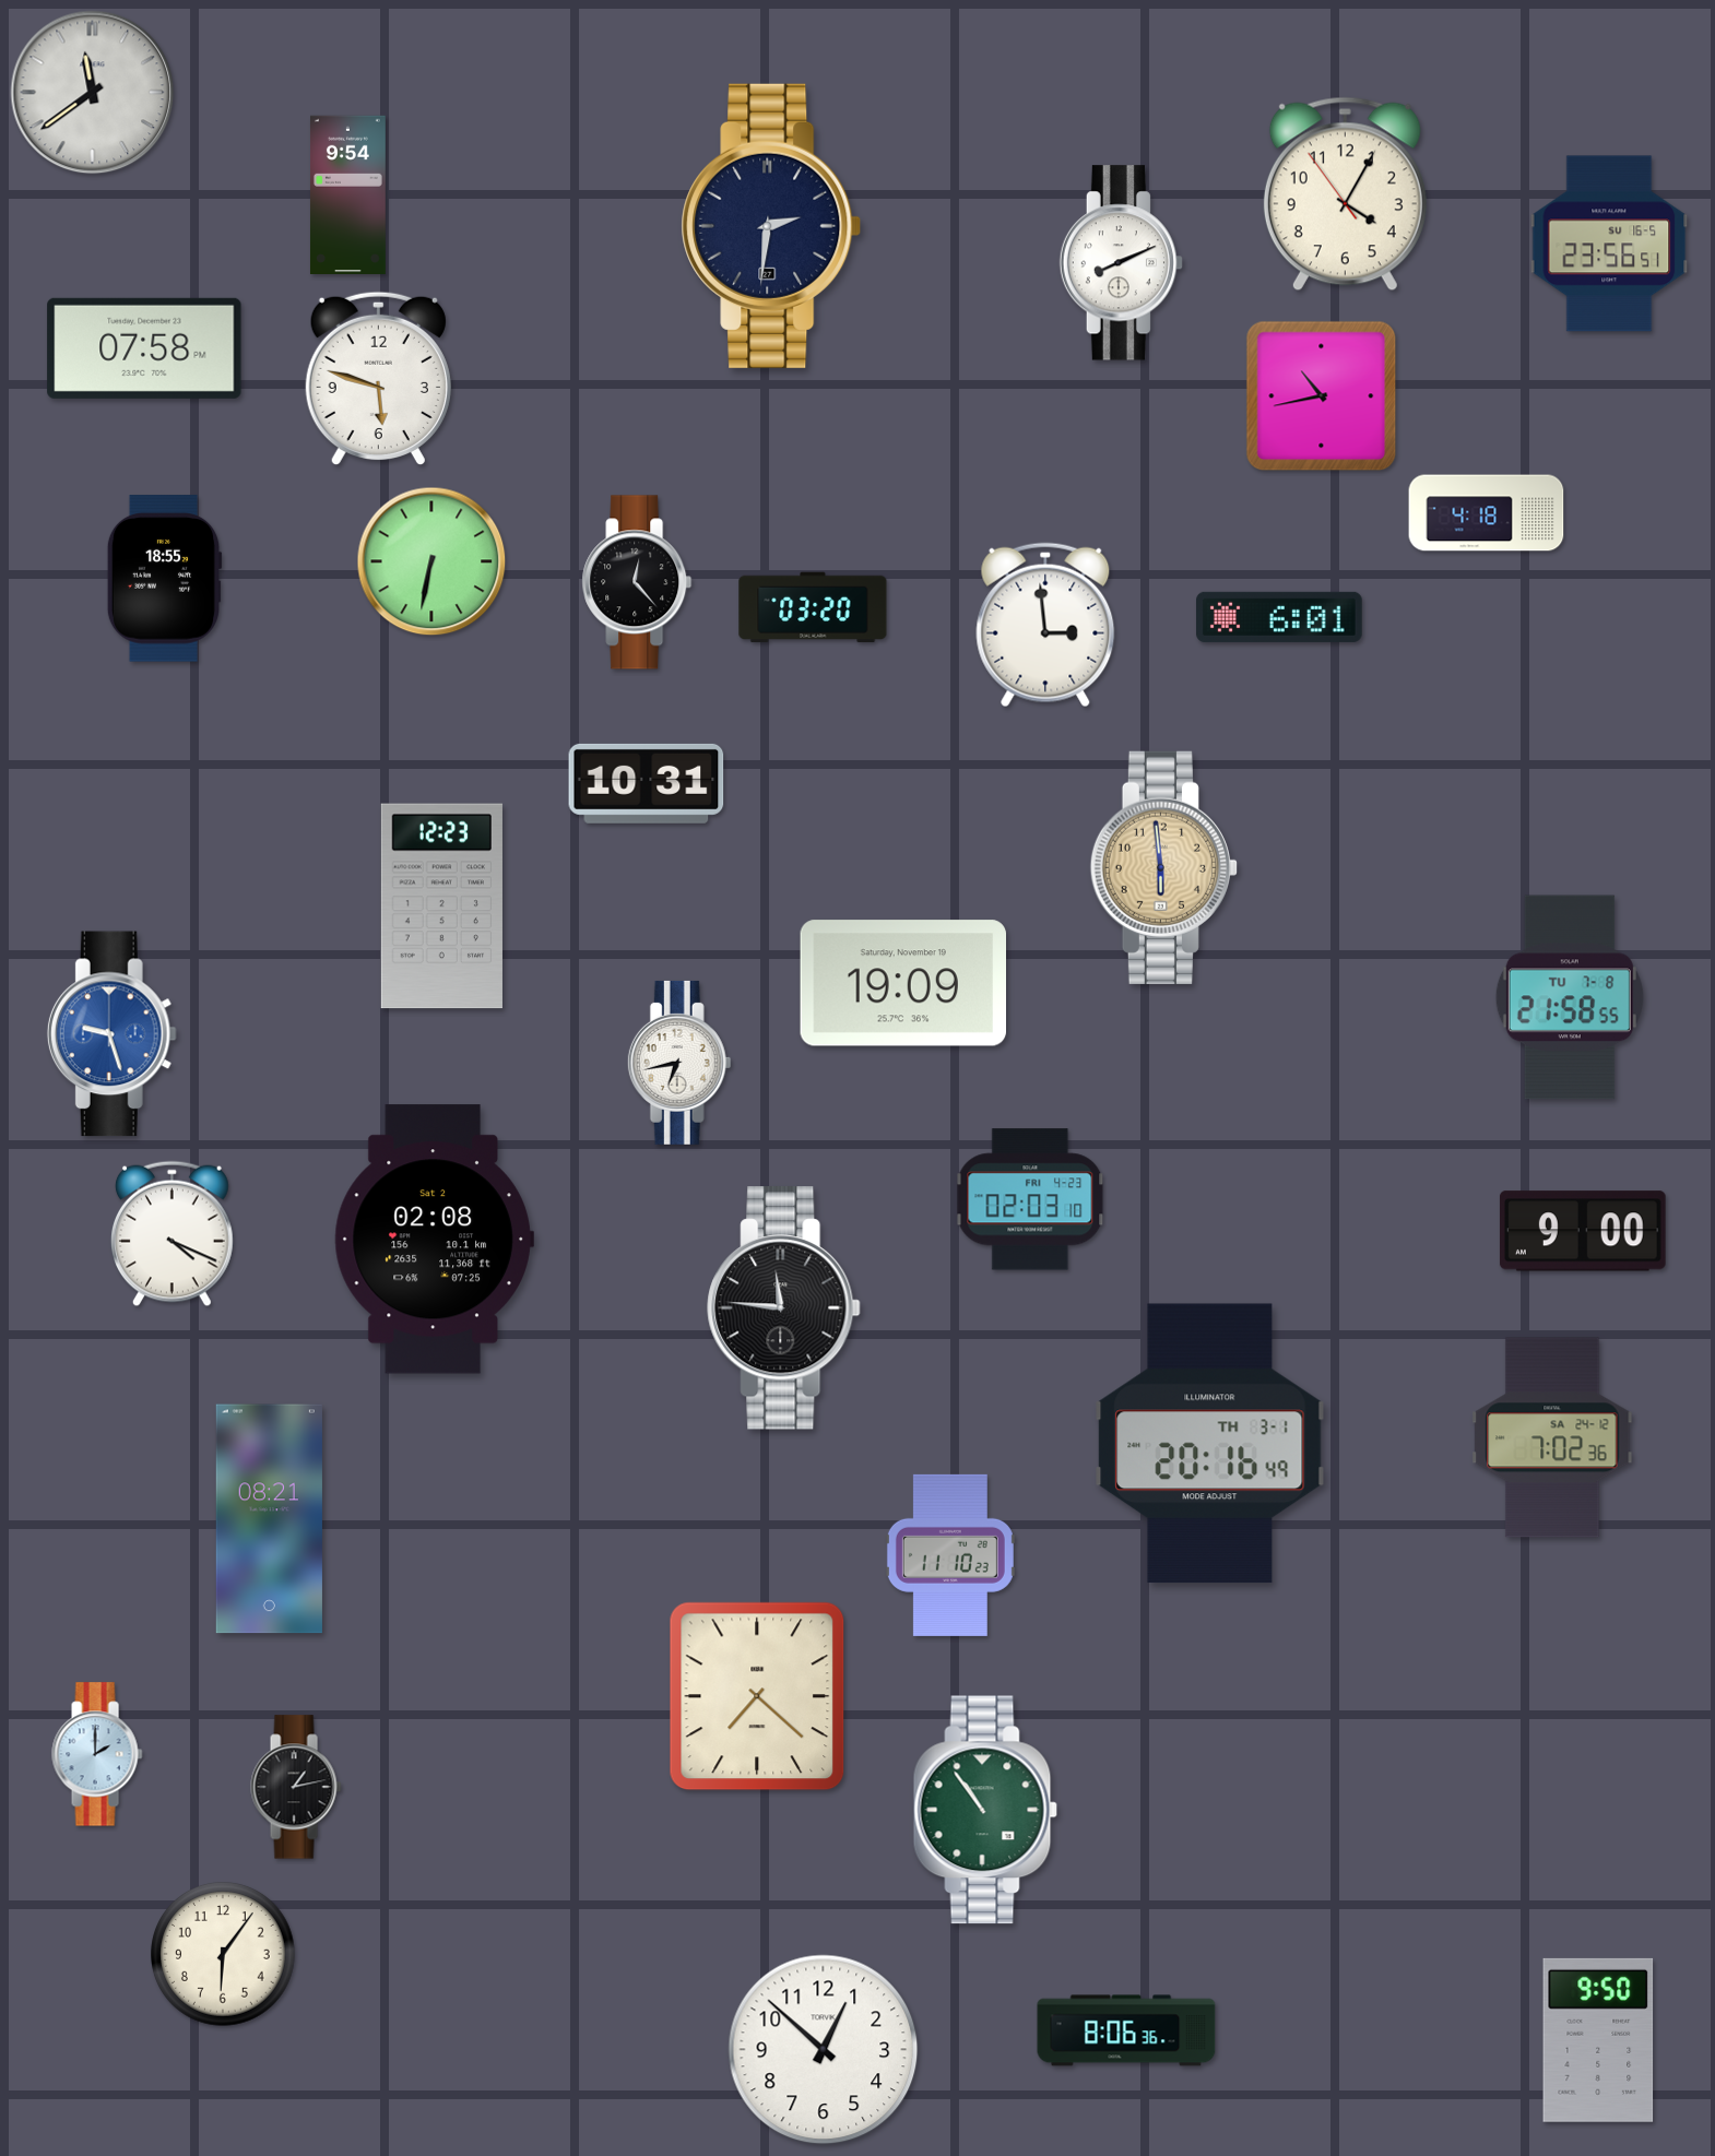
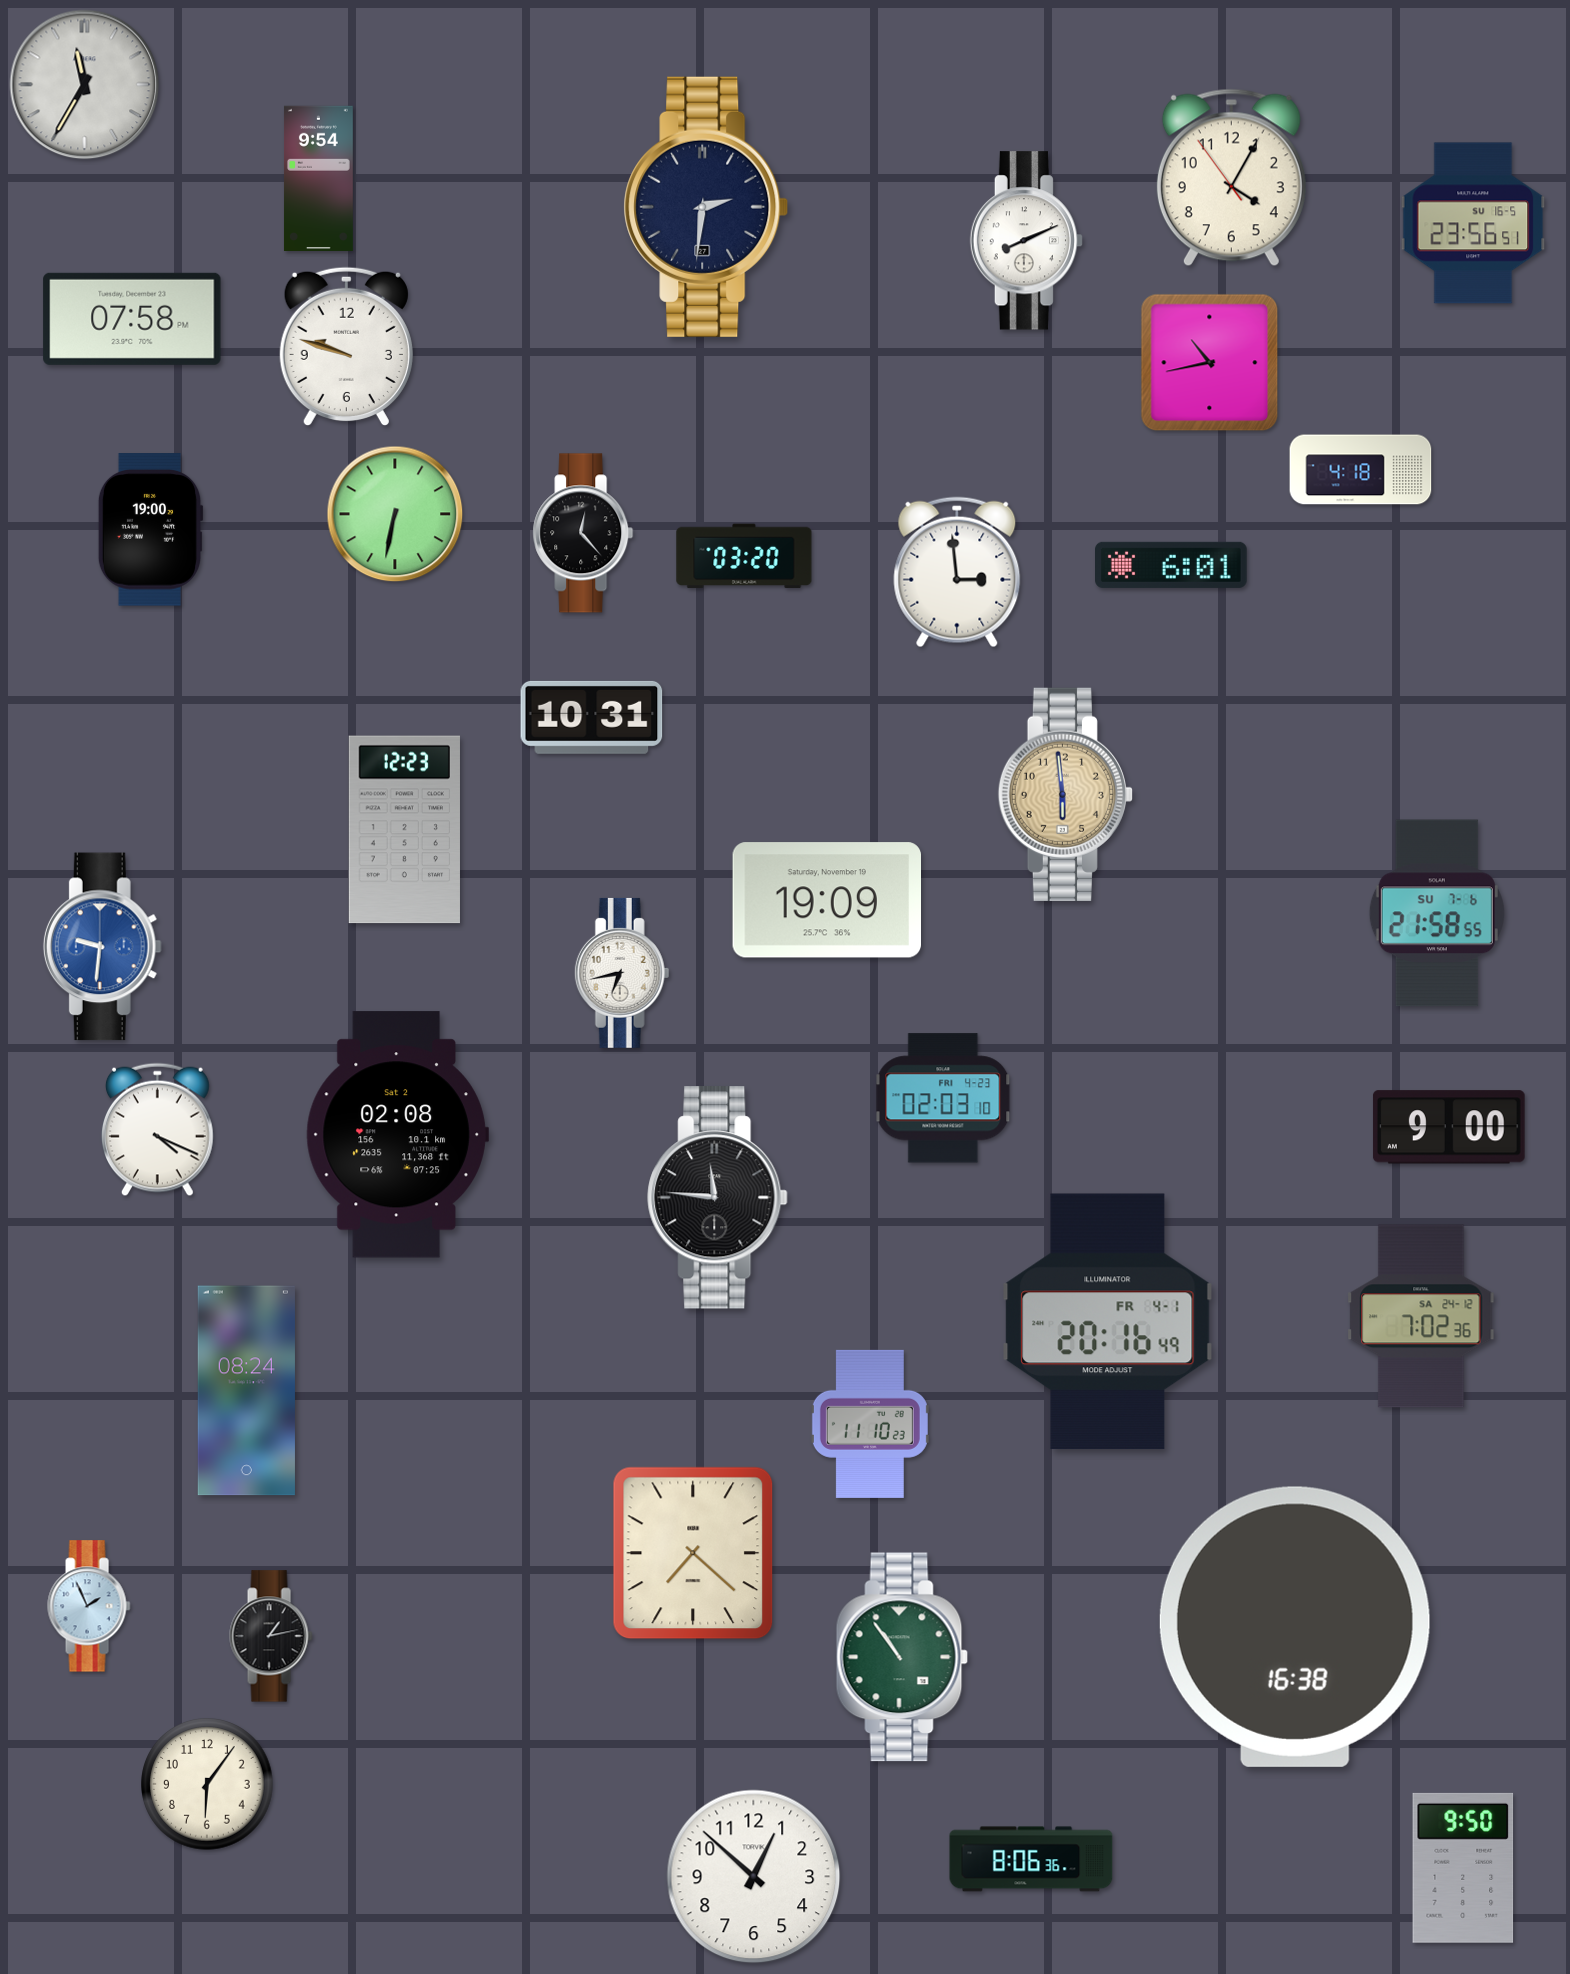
clock at (93, 93): 11:39 -> 11:35
clock at (378, 379): 5:48 -> 9:48
clock at (164, 579): 18:55 -> 19:00
clock at (1570, 997) date: TU 7-8 -> SU 7-6
clock at (111, 1034): 9:27 -> 9:31
clock at (1210, 1444) date: TH 3-1 -> FR 4-1
clock at (269, 1519): 08:21 -> 08:24
clock at (97, 1754): 2:00 -> 1:56
clock at (1295, 1627): none -> 16:38
clock at (223, 1954) position: (223, 1954) -> (207, 1784)
